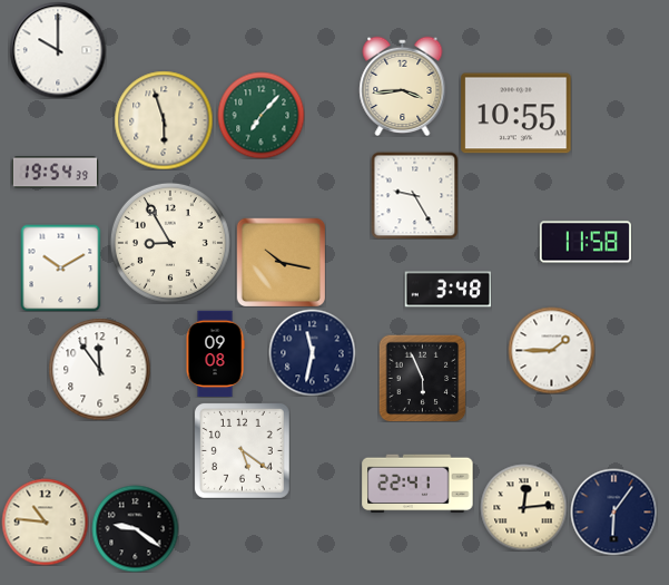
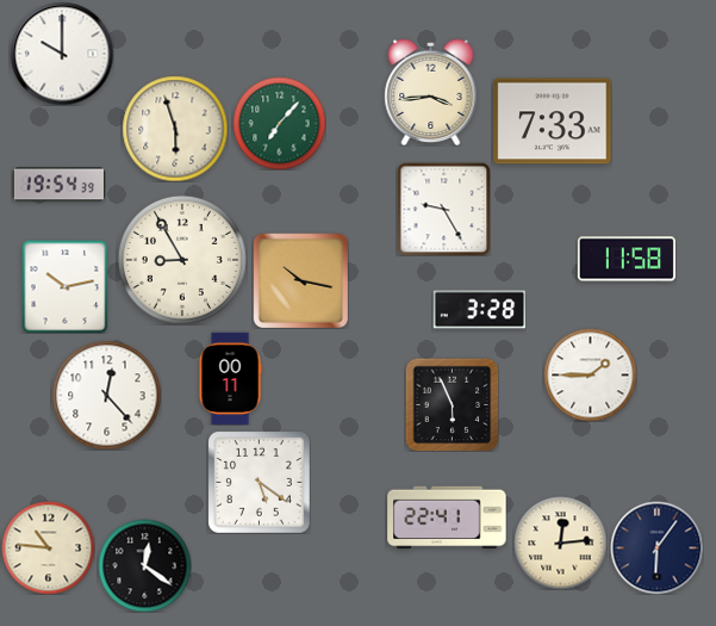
clock at (516, 114): 10:55 -> 7:33
clock at (61, 267): 10:10 -> 10:13
clock at (447, 290): 3:48 -> 3:28
clock at (312, 352): 11:32 -> none
clock at (215, 353): 09:08 -> 00:11
clock at (99, 369): 11:54 -> 12:23
clock at (45, 521) position: (45, 521) -> (48, 547)
clock at (135, 528): 9:21 -> 12:21
